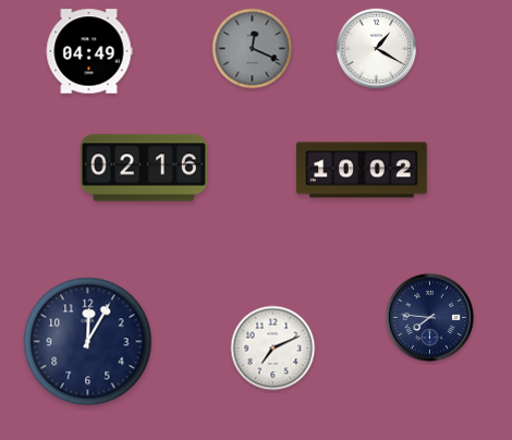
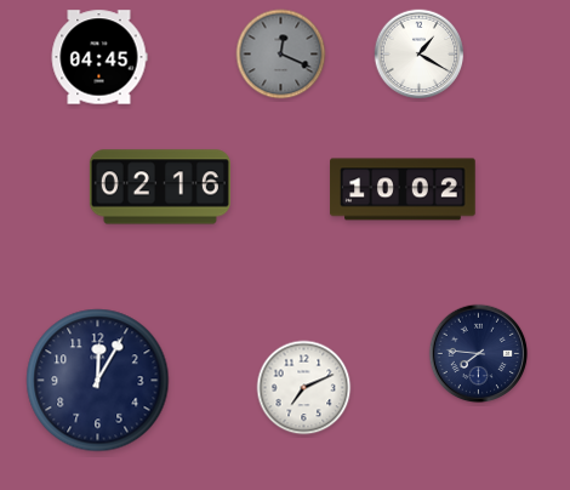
clock at (89, 51): 04:49 -> 04:45
